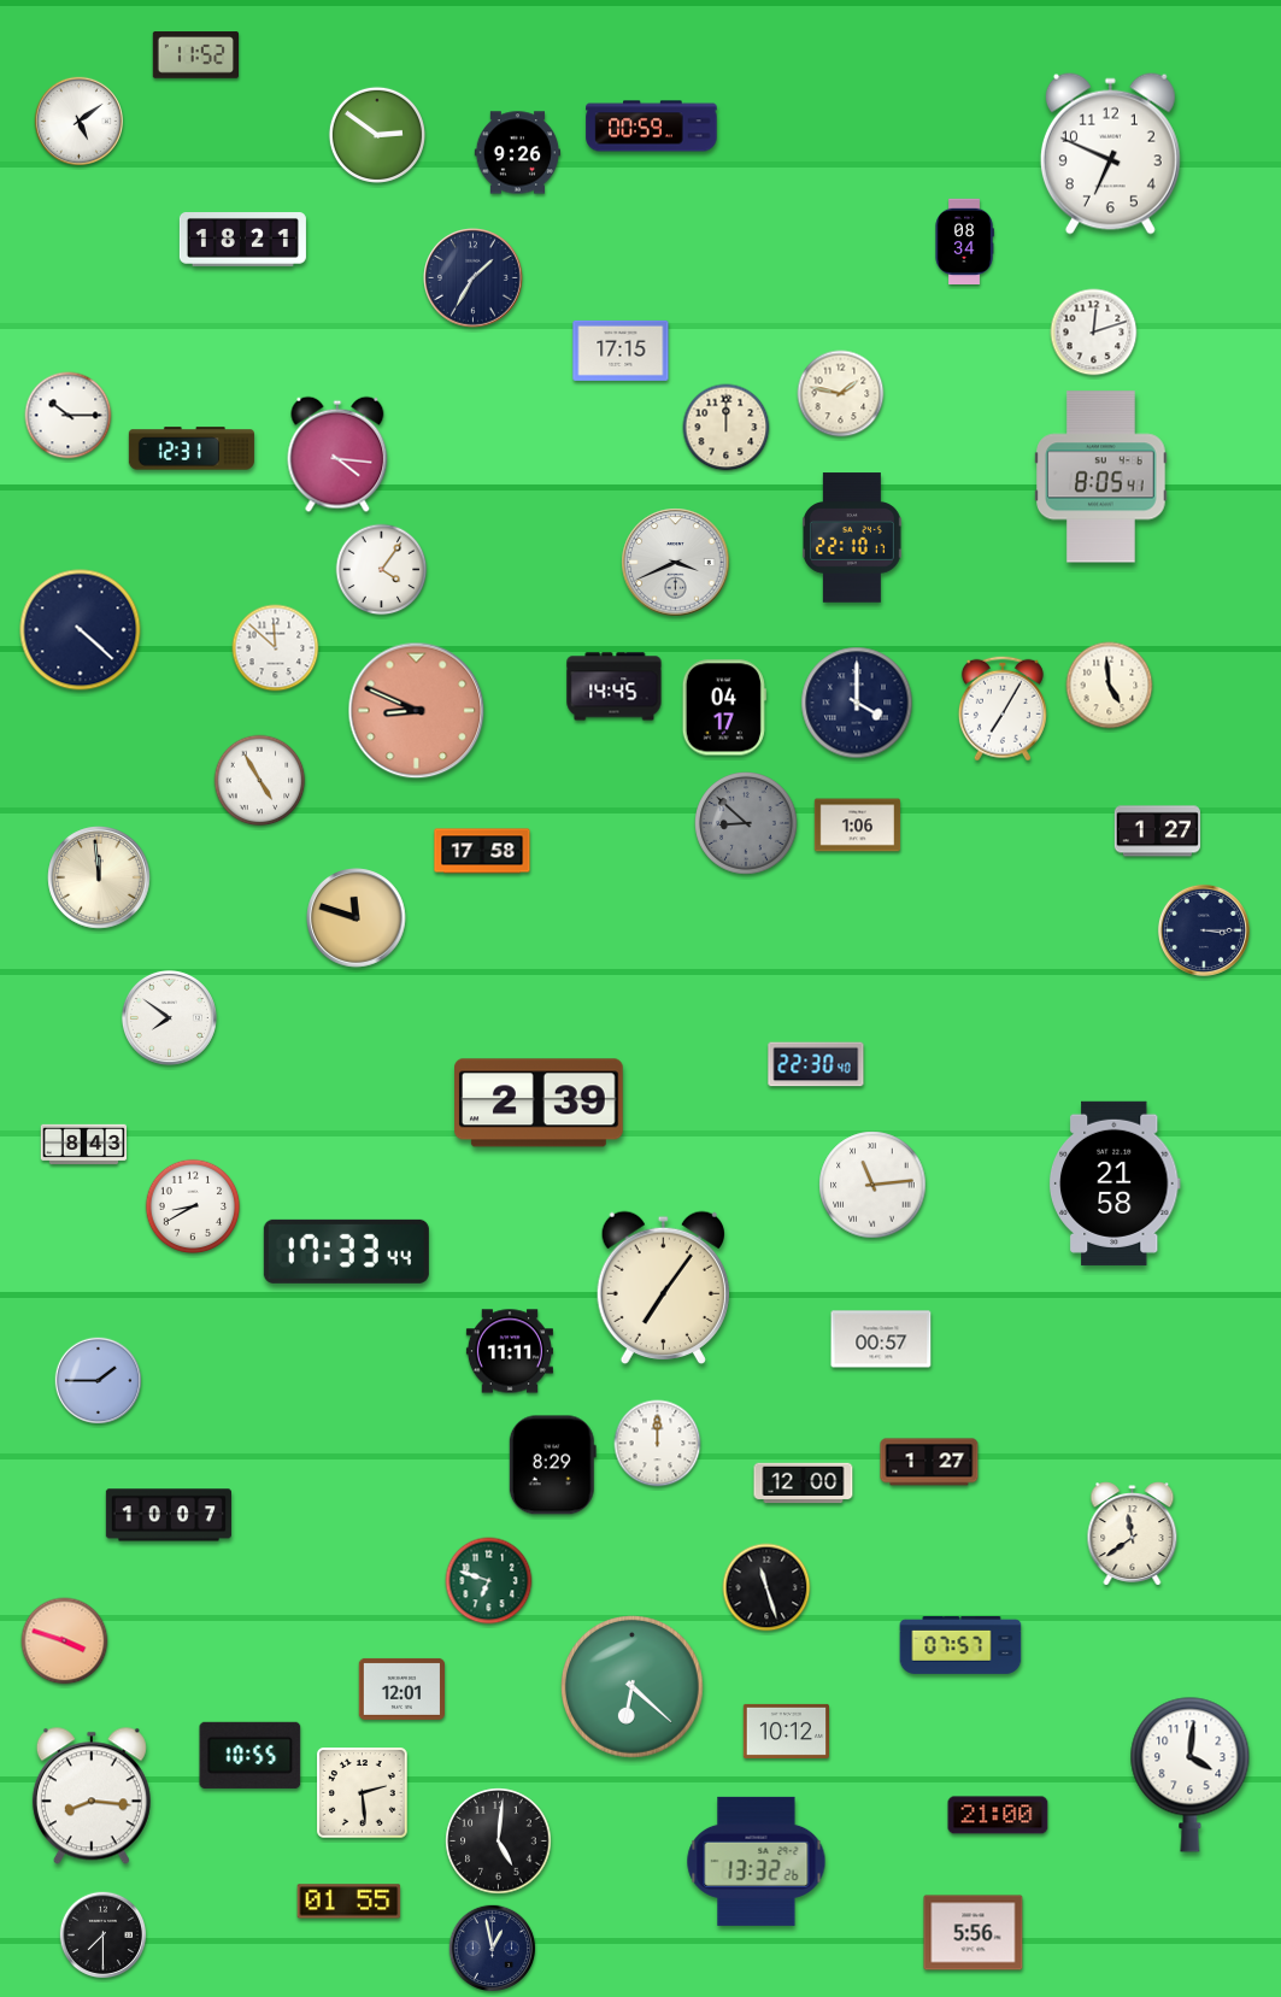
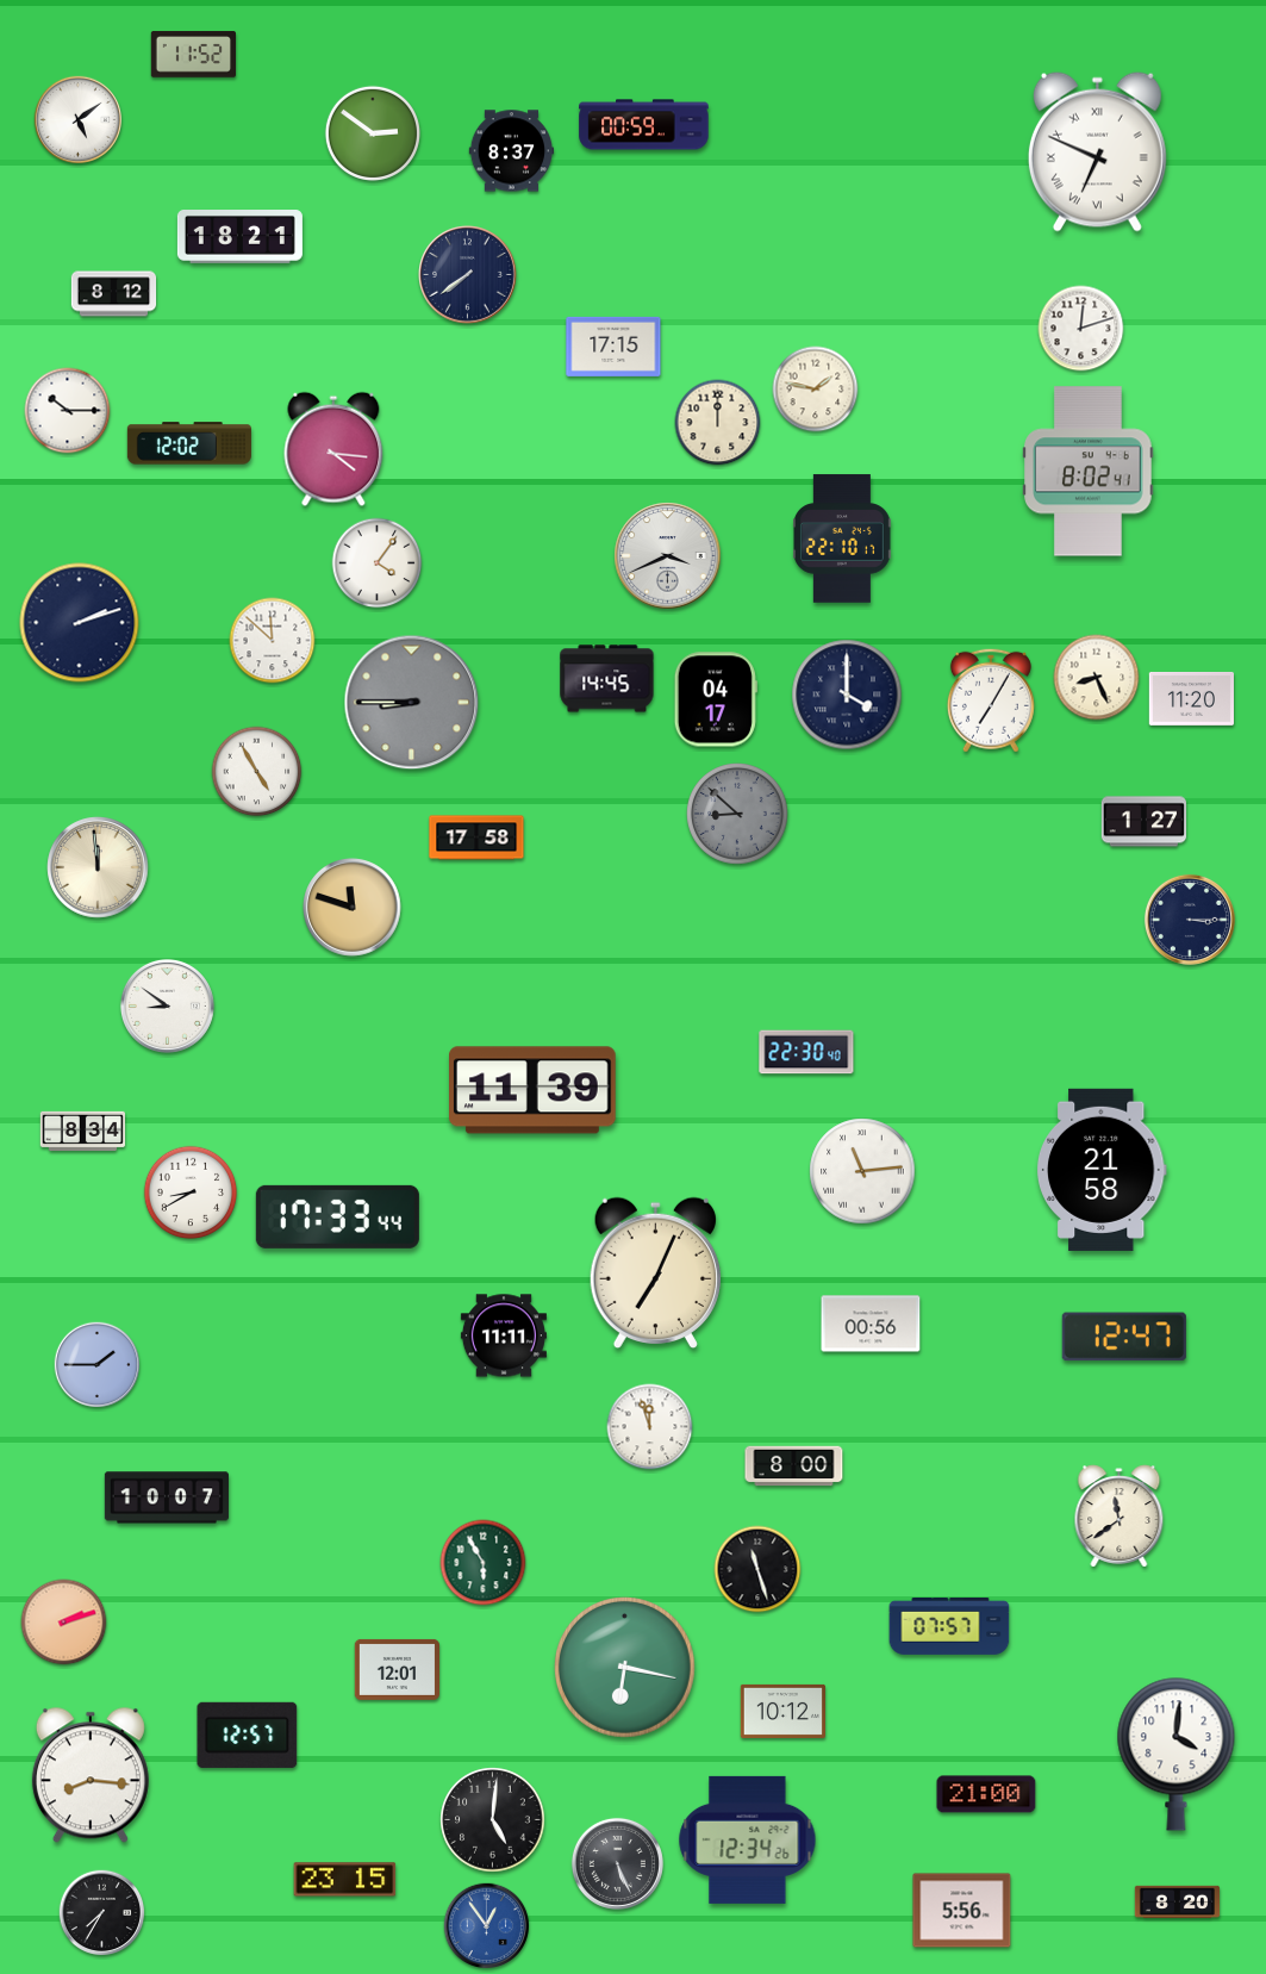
clock at (517, 153): 9:26 -> 8:37
clock at (1110, 153) numerals: Arabic -> Roman
clock at (964, 241): 08:34 -> none
clock at (474, 278): 1:35 -> 7:39
clock at (114, 294): none -> 8:12
clock at (841, 394) position: (841, 394) -> (816, 390)
clock at (192, 448): 12:31 -> 12:02
clock at (1101, 477): 8:05 -> 8:02
clock at (852, 538) position: (852, 538) -> (842, 538)
clock at (81, 630): 4:22 -> 2:12
clock at (1110, 686): 4:59 -> 8:26
clock at (1191, 699): none -> 11:20
clock at (417, 711): 8:49 -> 8:45
clock at (417, 711) dial: salmon -> grey
clock at (858, 826): 1:06 -> none
clock at (482, 851) position: (482, 851) -> (476, 837)
clock at (169, 1017): 7:51 -> 8:51
clock at (540, 1103): 2:39 -> 11:39
clock at (84, 1144): 8:43 -> 8:34
clock at (346, 1251) position: (346, 1251) -> (337, 1216)
clock at (663, 1288): 7:06 -> 7:04
clock at (881, 1339): 00:57 -> 00:56
clock at (1124, 1337): none -> 12:47
clock at (658, 1444): 12:00 -> 11:57
clock at (929, 1462): 1:27 -> none
clock at (552, 1466): 8:29 -> none
clock at (804, 1484): 12:00 -> 8:00
clock at (489, 1581): 6:48 -> 5:55
clock at (65, 1641): 3:48 -> 2:12
clock at (633, 1687): 6:22 -> 6:17
clock at (786, 1731) position: (786, 1731) -> (782, 1711)
clock at (251, 1755): 10:55 -> 12:57
clock at (363, 1793): 2:29 -> none
clock at (757, 1861): 13:32 -> 12:34
clock at (617, 1863): none -> 5:26
clock at (349, 1902): 01:55 -> 23:15
clock at (1178, 1901): none -> 8:20
clock at (104, 1936): 7:30 -> 7:35
clock at (493, 1949): 12:58 -> 12:54
clock at (493, 1949) dial: navy -> blue
